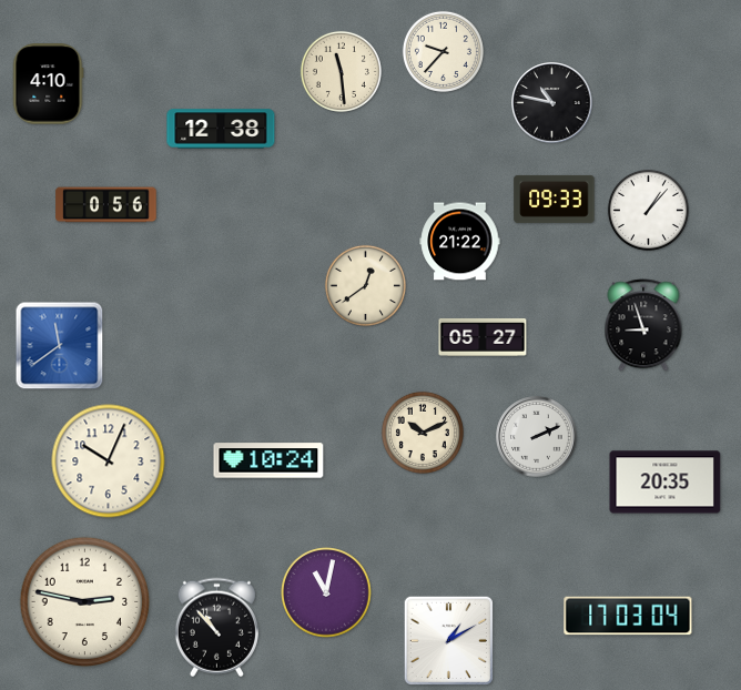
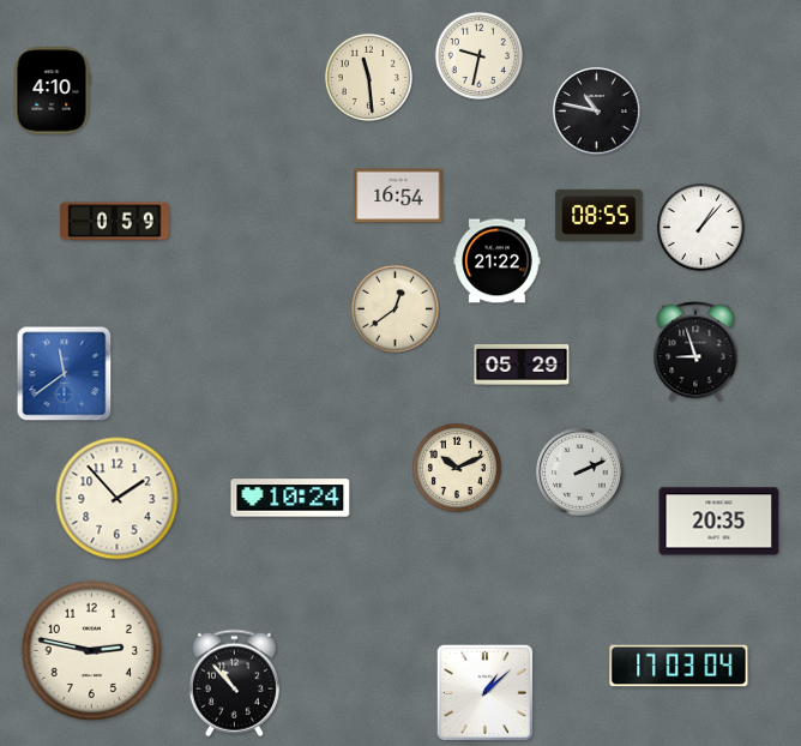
clock at (443, 51): 9:37 -> 9:32
clock at (221, 129): 12:38 -> none
clock at (398, 195): none -> 16:54
clock at (555, 199): 09:33 -> 08:55
clock at (106, 205): 0:56 -> 0:59
clock at (483, 337): 05:27 -> 05:29
clock at (109, 461): 10:04 -> 1:53
clock at (326, 592): 11:02 -> none
clock at (216, 628) position: (216, 628) -> (234, 684)
clock at (448, 640): 1:10 -> 1:08
